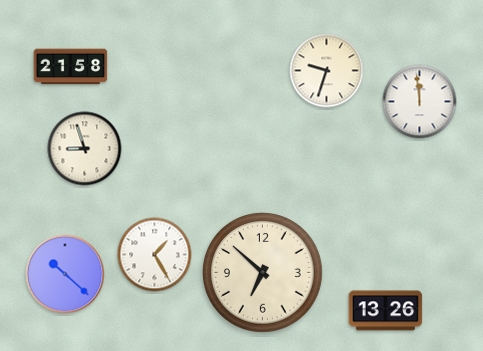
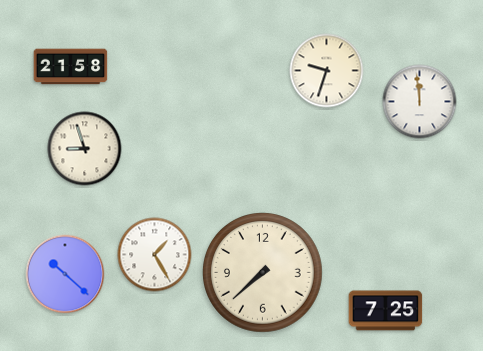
clock at (263, 273): 6:52 -> 7:38
clock at (386, 311): 13:26 -> 7:25
